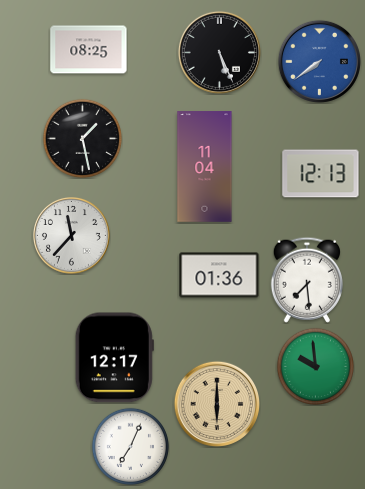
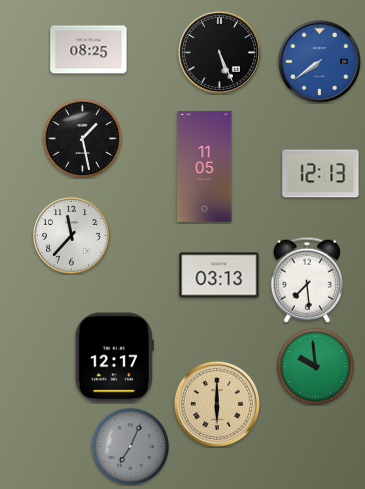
clock at (205, 167): 11:04 -> 11:05
clock at (219, 275): 01:36 -> 03:13
clock at (130, 446) dial: white -> grey
